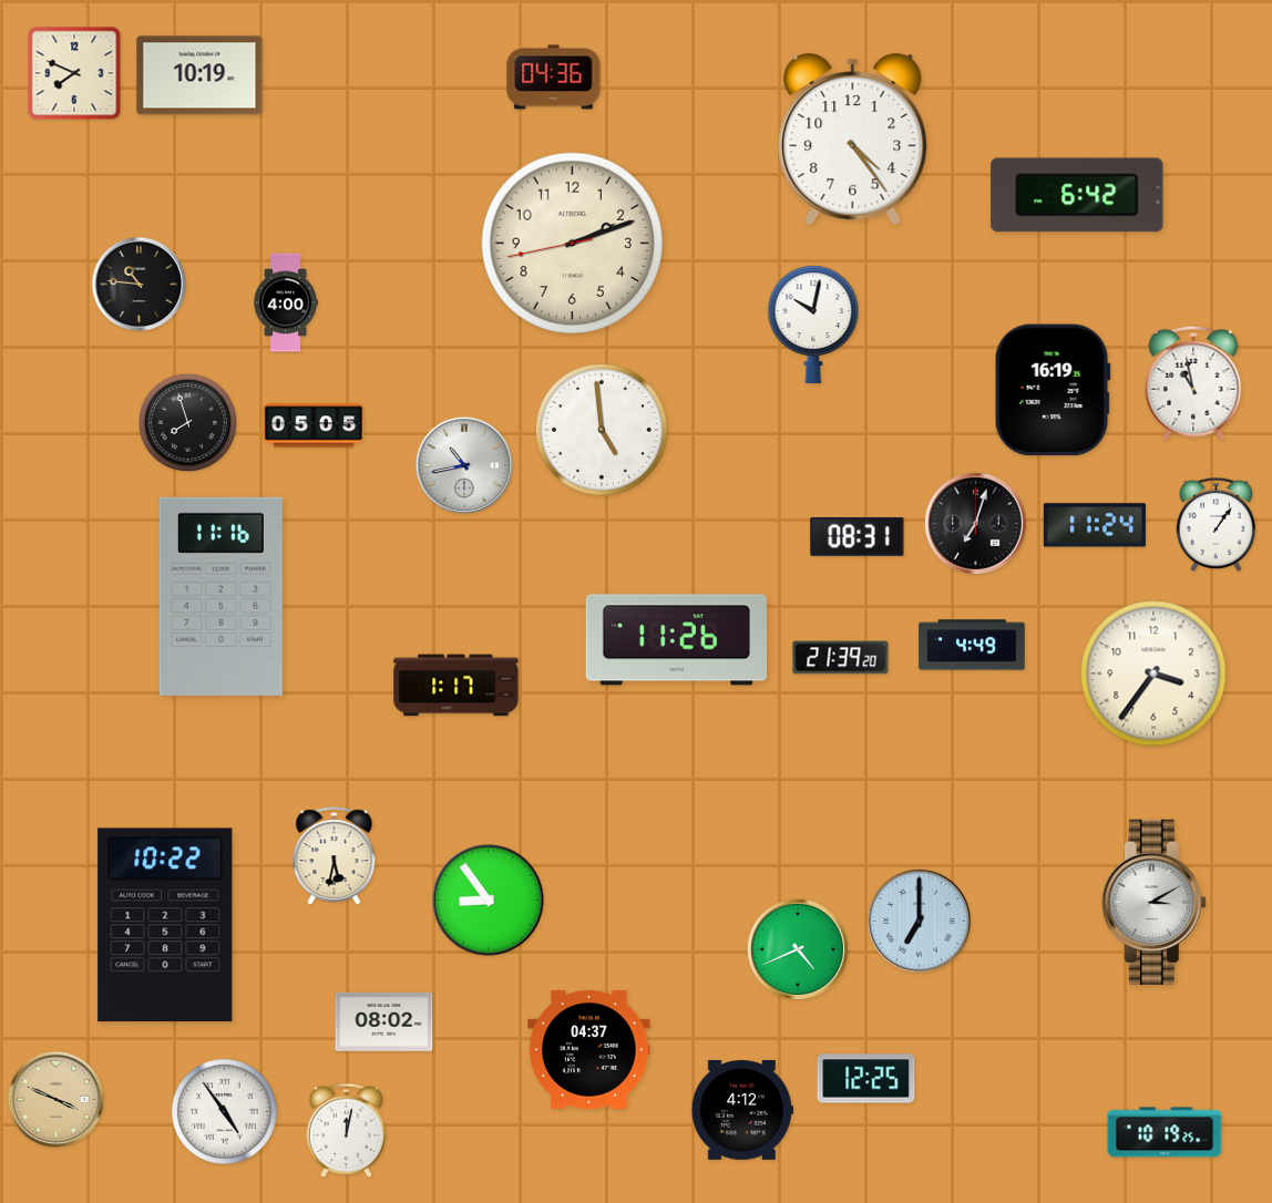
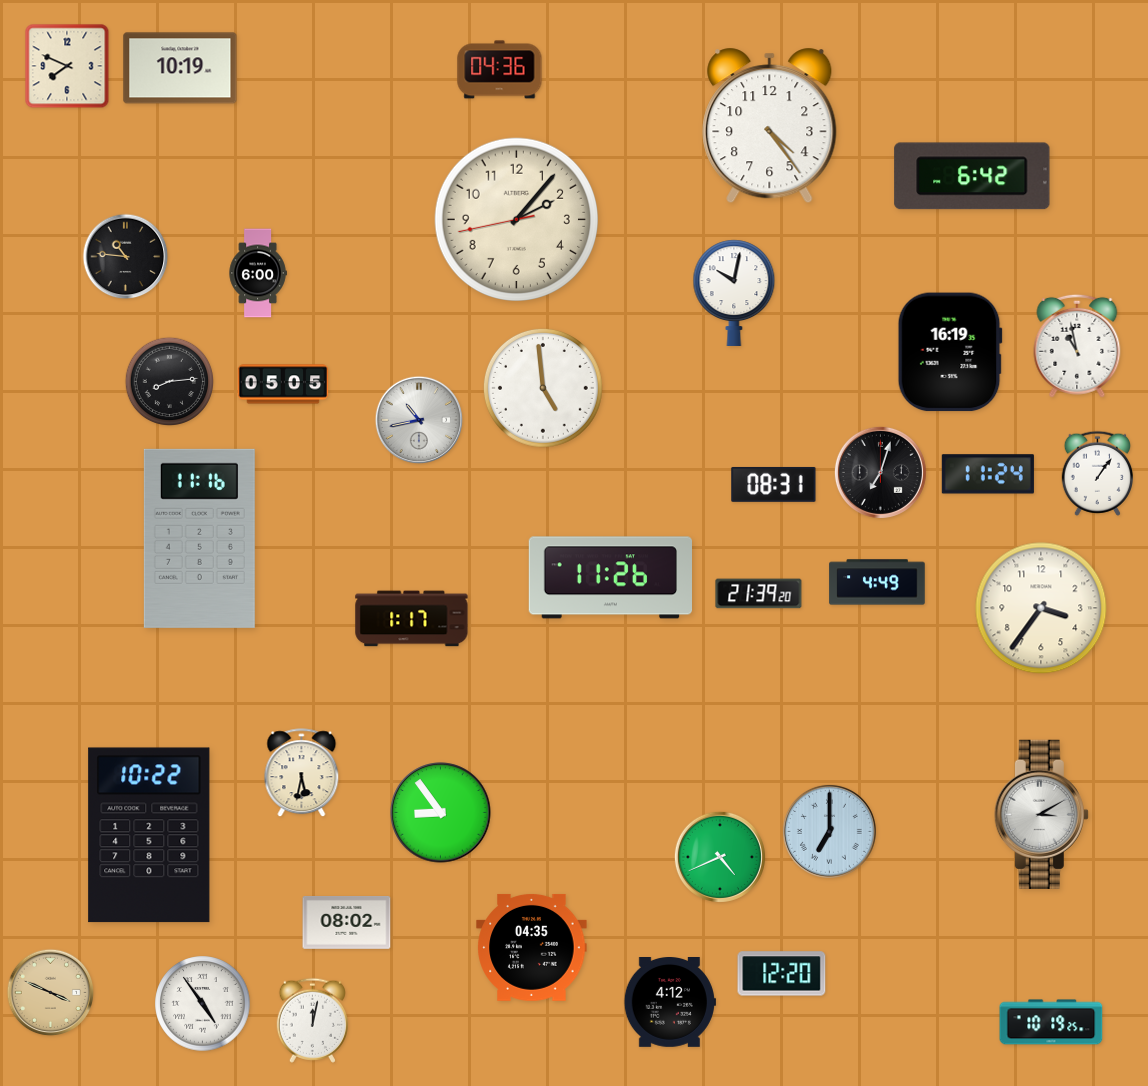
clock at (572, 243): 2:11 -> 2:06
clock at (286, 302): 4:00 -> 6:00
clock at (188, 423): 7:57 -> 8:14
clock at (589, 1049): 04:37 -> 04:35
clock at (866, 1079): 12:25 -> 12:20
